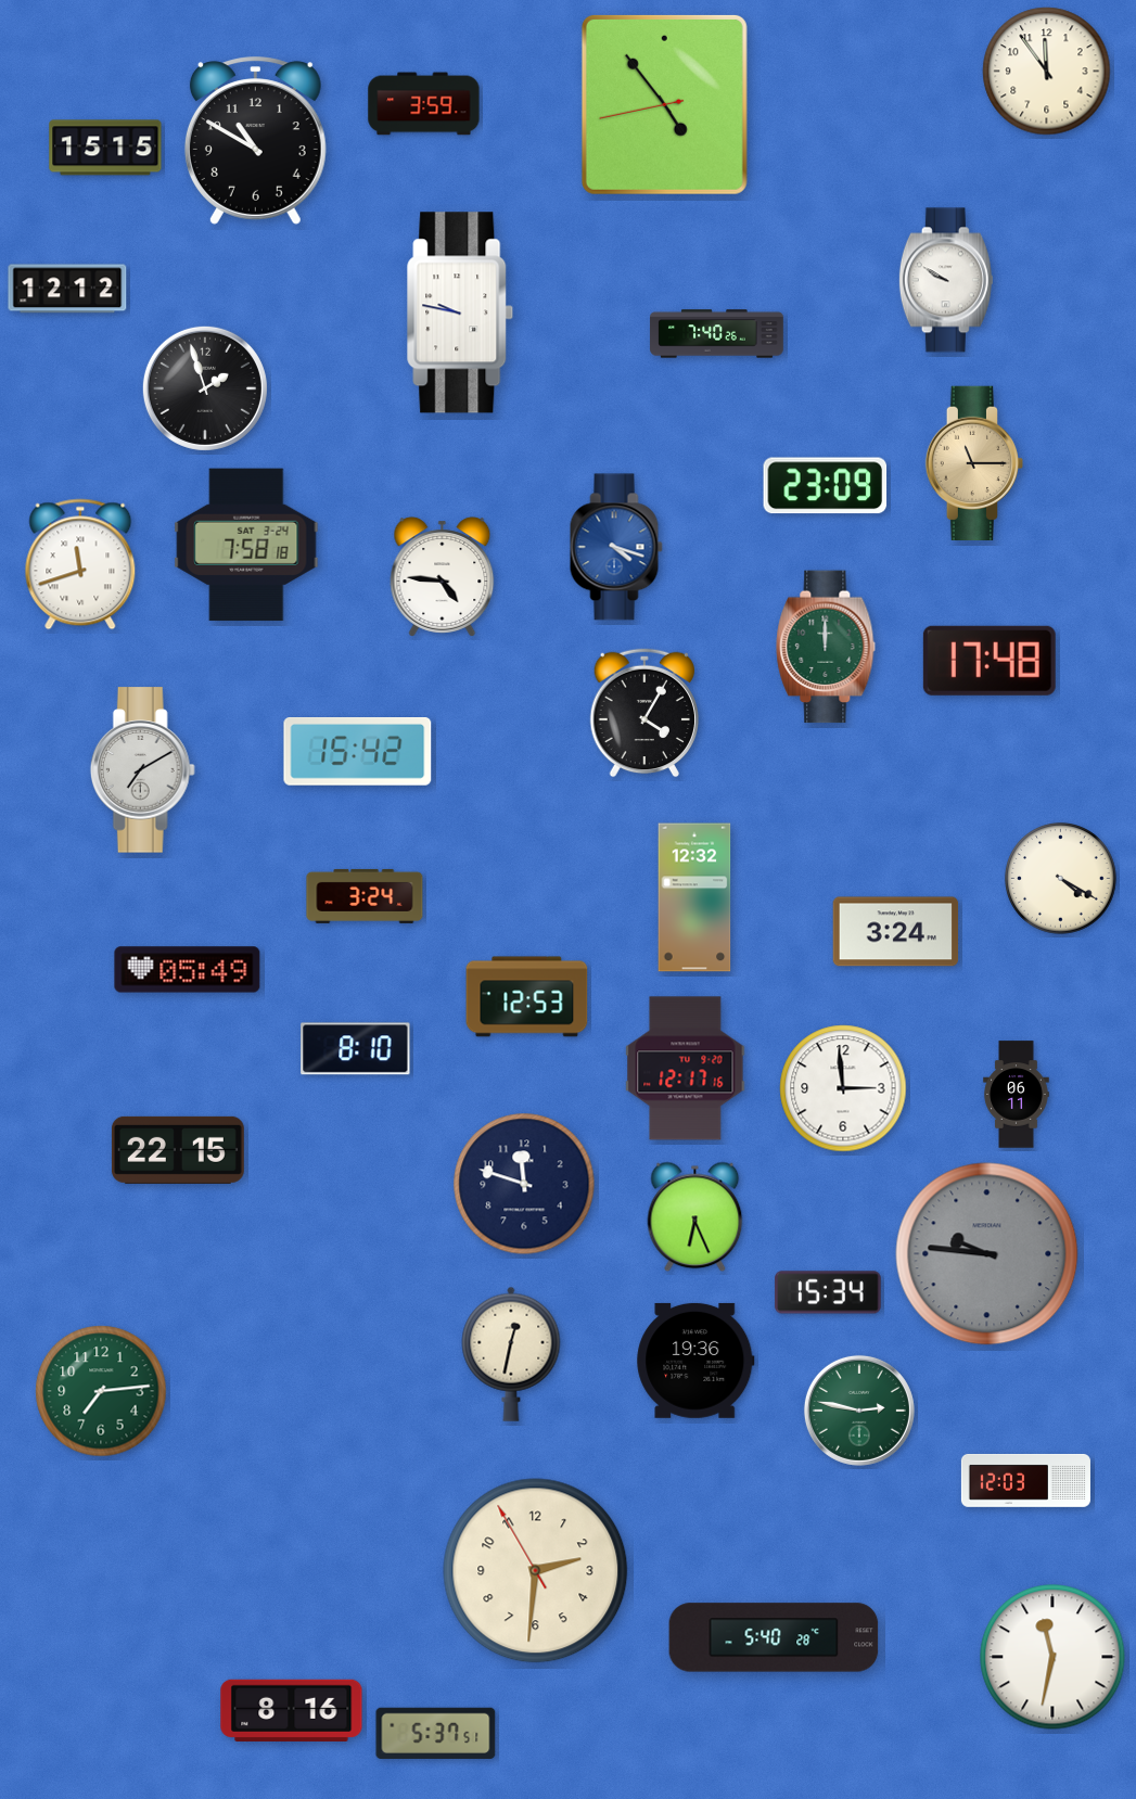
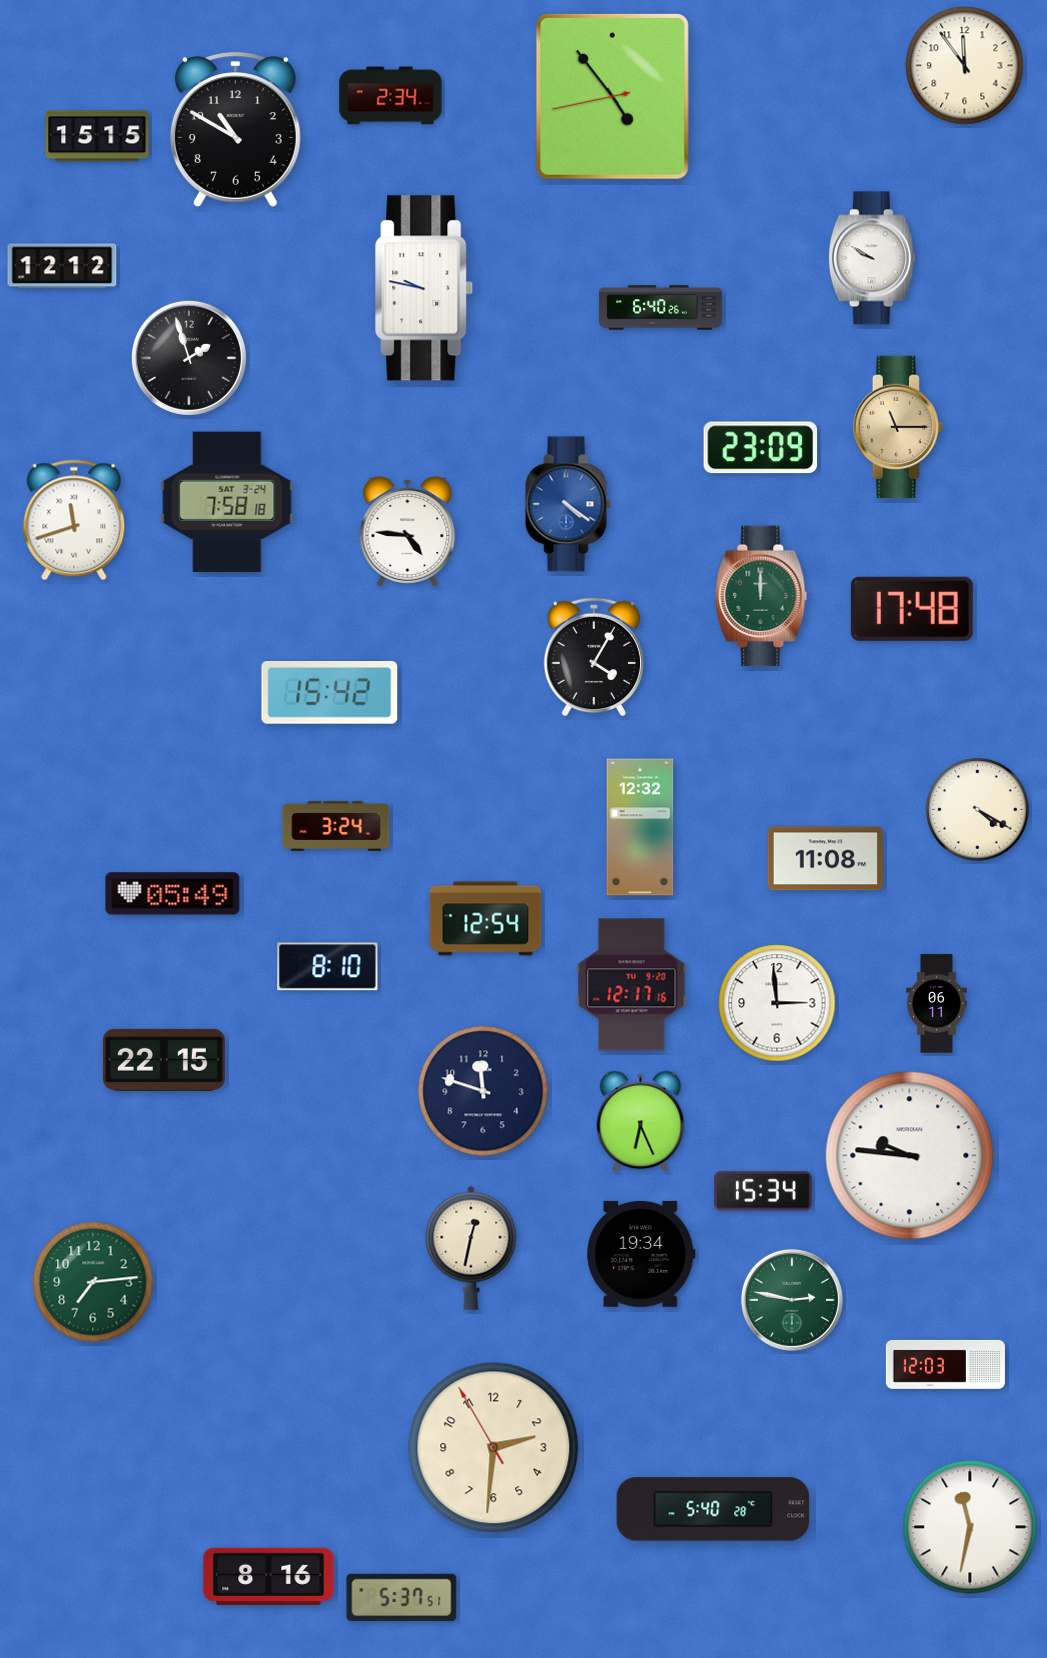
clock at (424, 104): 3:59 -> 2:34
clock at (717, 334): 7:40 -> 6:40
clock at (616, 547): 4:18 -> 4:21
clock at (142, 770): 7:10 -> none
clock at (896, 932): 3:24 -> 11:08
clock at (527, 997): 12:53 -> 12:54
clock at (1017, 1095) position: (1017, 1095) -> (937, 1004)
clock at (987, 1254) dial: grey -> white
clock at (695, 1361): 19:36 -> 19:34
